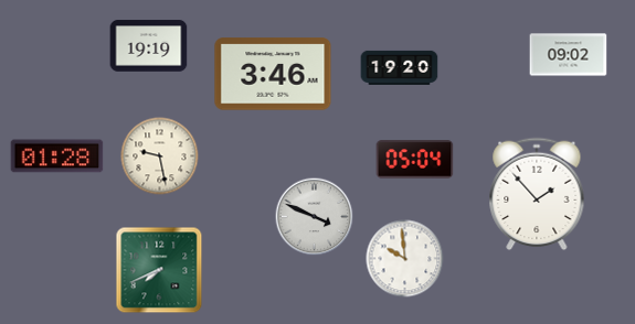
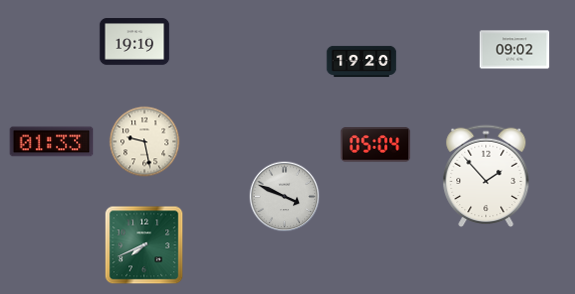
clock at (273, 74): 3:46 -> none
clock at (57, 156): 01:28 -> 01:33
clock at (405, 259): 9:59 -> none
